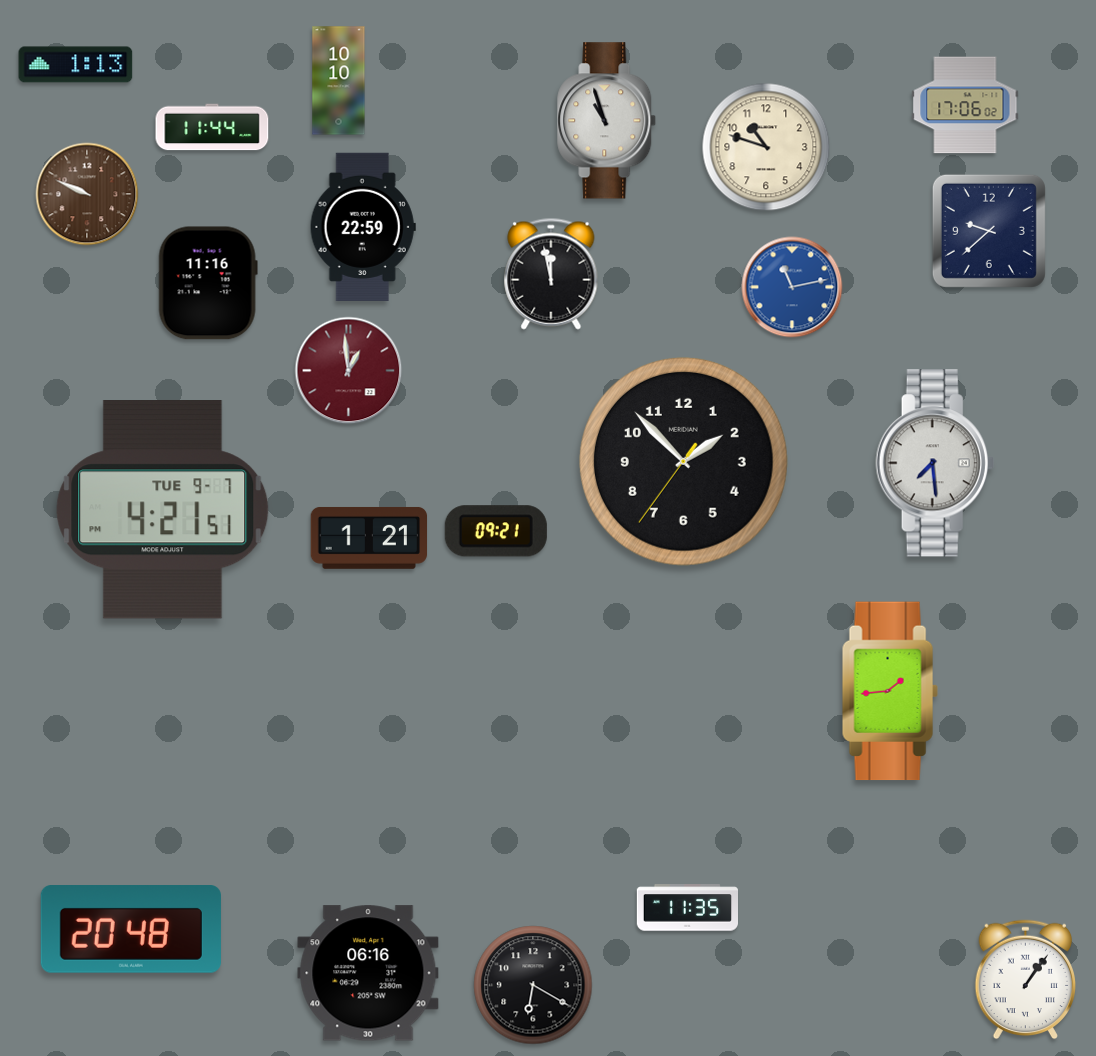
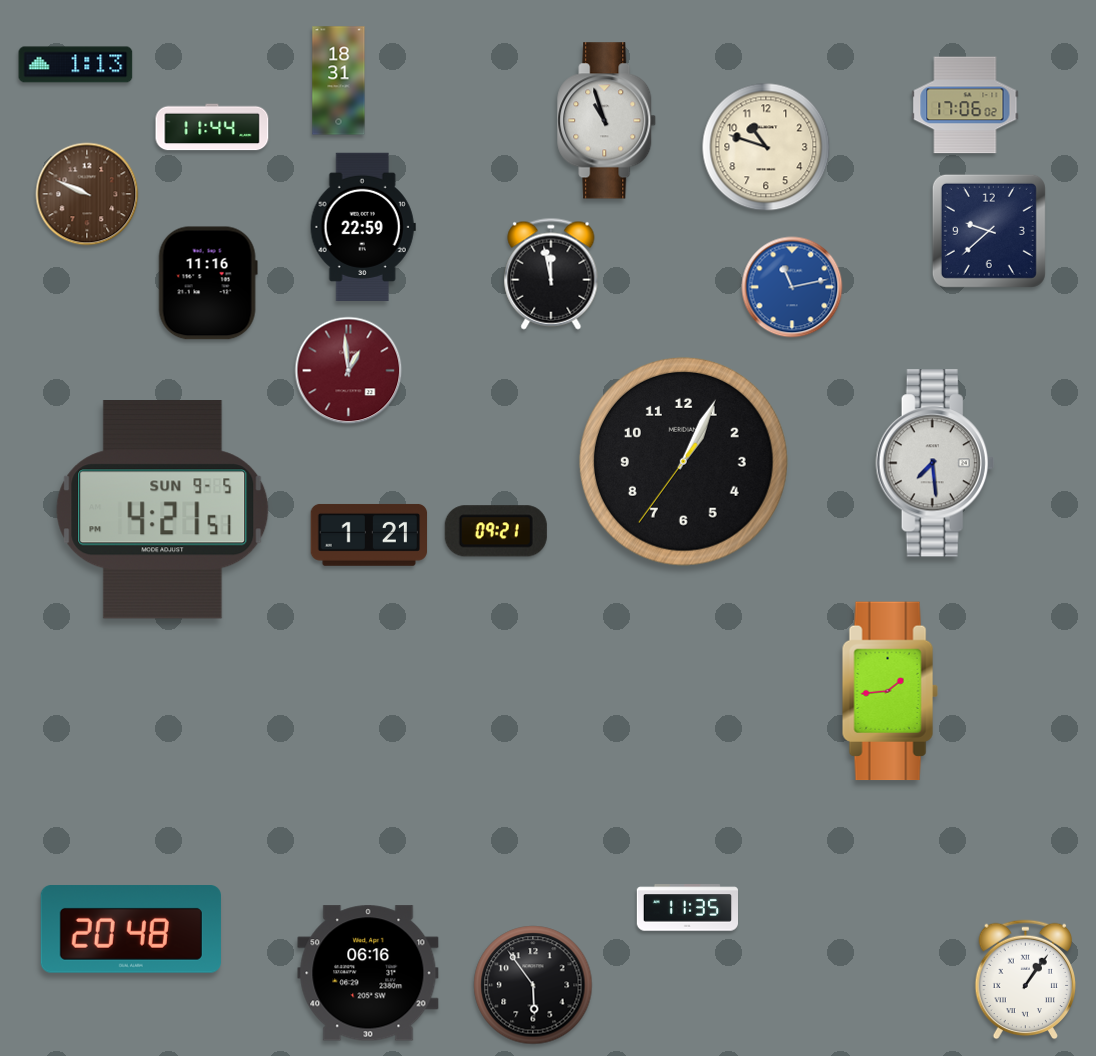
clock at (339, 81): 10:10 -> 18:31
clock at (683, 461): 1:52 -> 1:04
clock at (163, 510) date: TUE 9-7 -> SUN 9-5
clock at (369, 538) position: (369, 538) -> (369, 535)
clock at (533, 985): 6:20 -> 5:54
